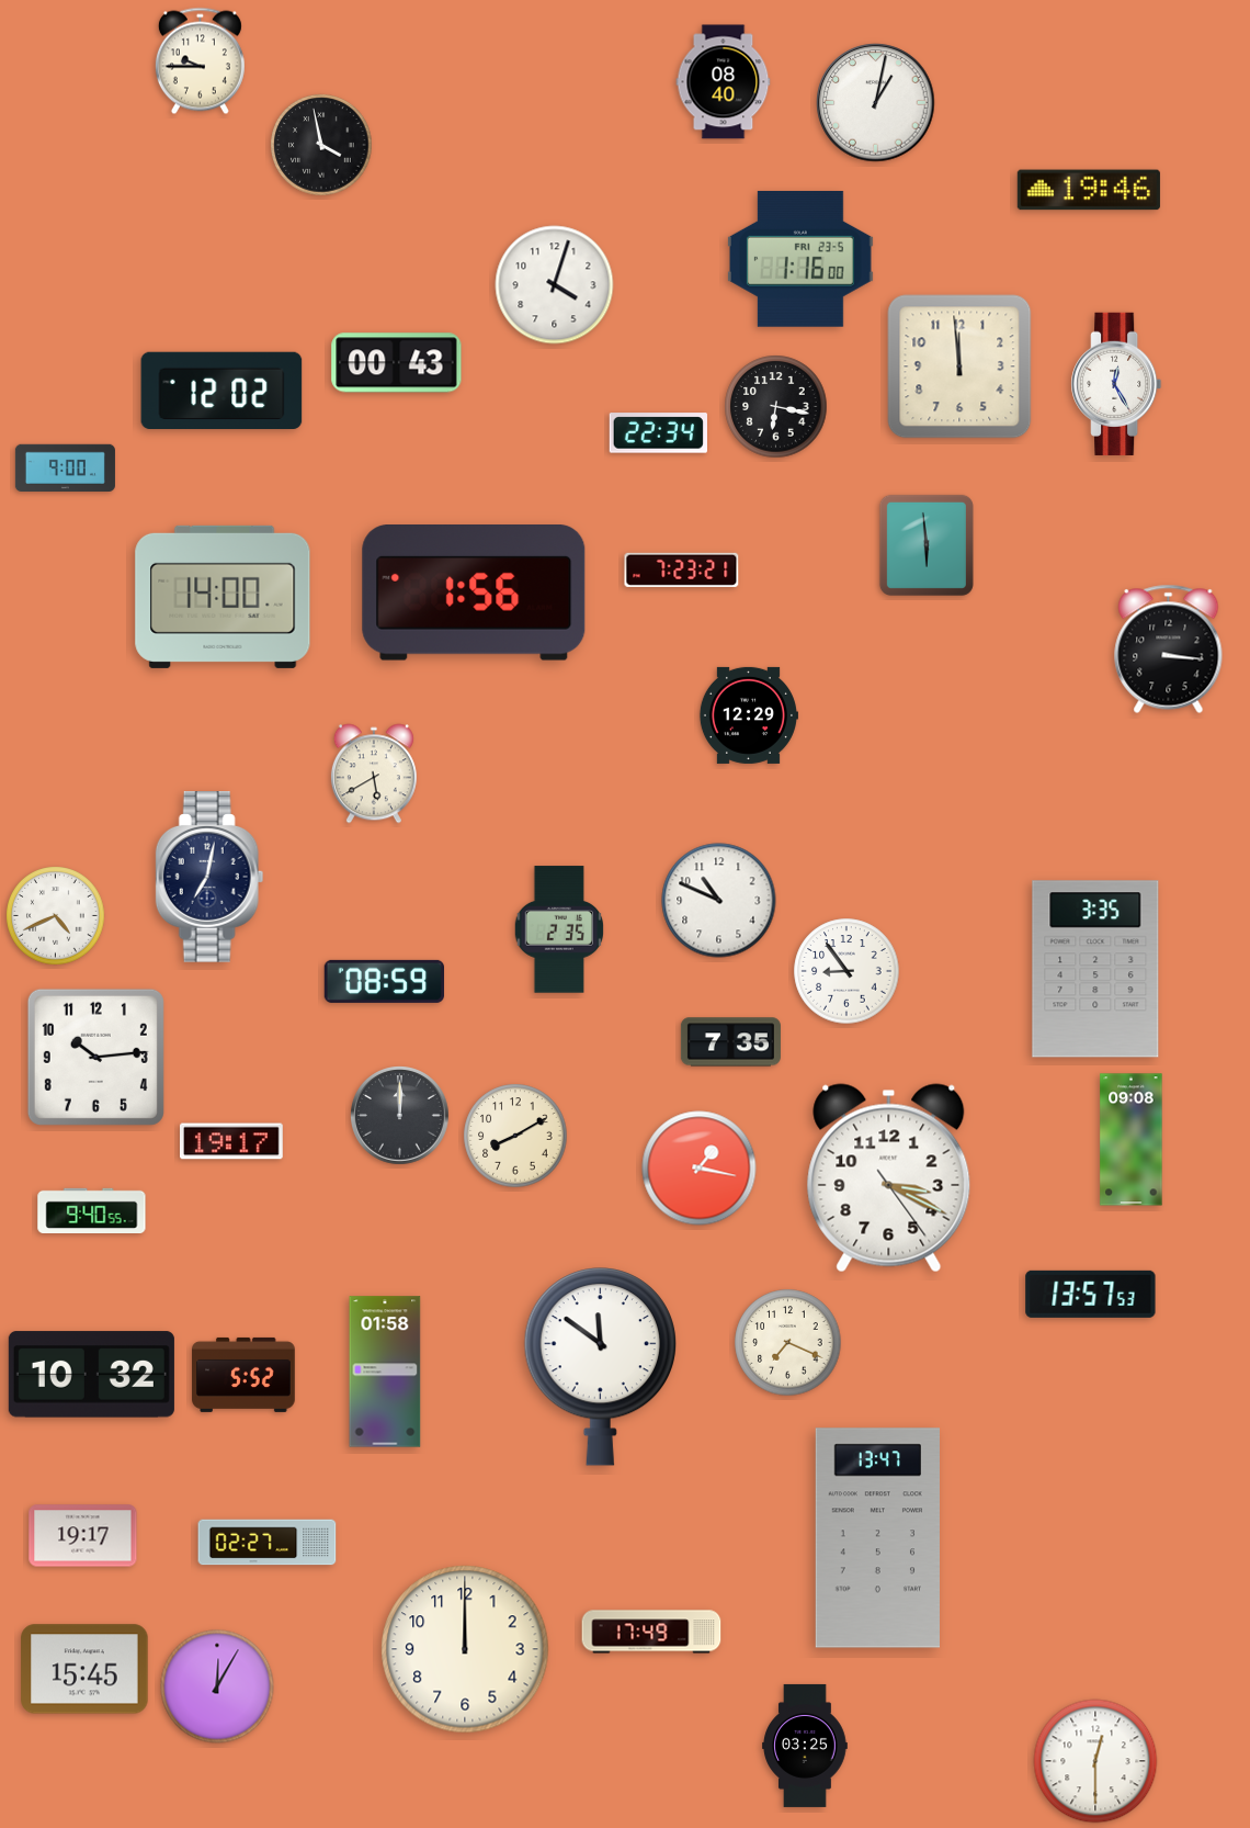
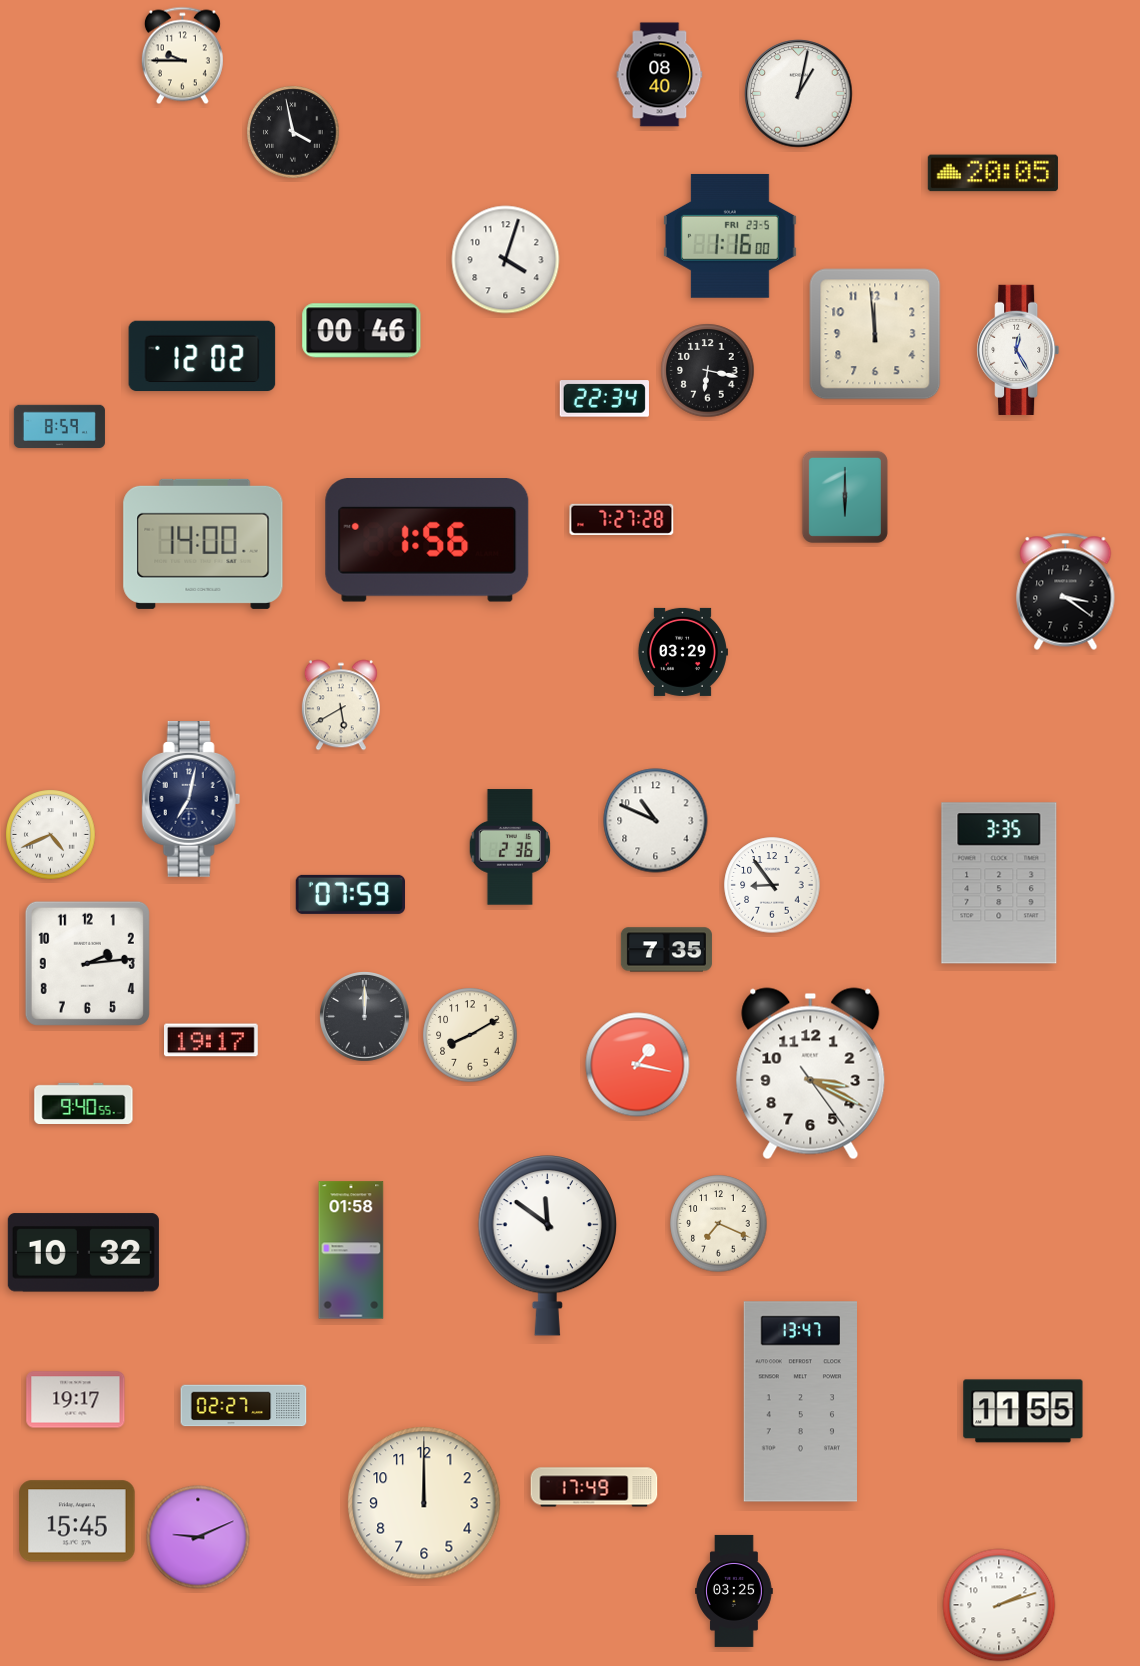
clock at (1089, 190): 19:46 -> 20:05
clock at (397, 363): 00:43 -> 00:46
clock at (658, 433) position: (658, 433) -> (604, 399)
clock at (65, 467): 9:00 -> 8:59
clock at (927, 545): 5:59 -> 6:00
clock at (682, 569): 7:23 -> 7:27
clock at (474, 594) position: (474, 594) -> (427, 541)
clock at (1169, 648): 3:16 -> 3:21
clock at (748, 715): 12:29 -> 03:29
clock at (558, 929): 2:35 -> 2:36
clock at (384, 981): 08:59 -> 07:59
clock at (95, 1057): 10:14 -> 2:14
clock at (1132, 1140): 09:08 -> none
clock at (1091, 1294): 13:57 -> none
clock at (243, 1375): 5:52 -> none
clock at (1023, 1411): none -> 11:55
clock at (217, 1686): 12:05 -> 9:11
clock at (1095, 1761): 12:30 -> 2:12
